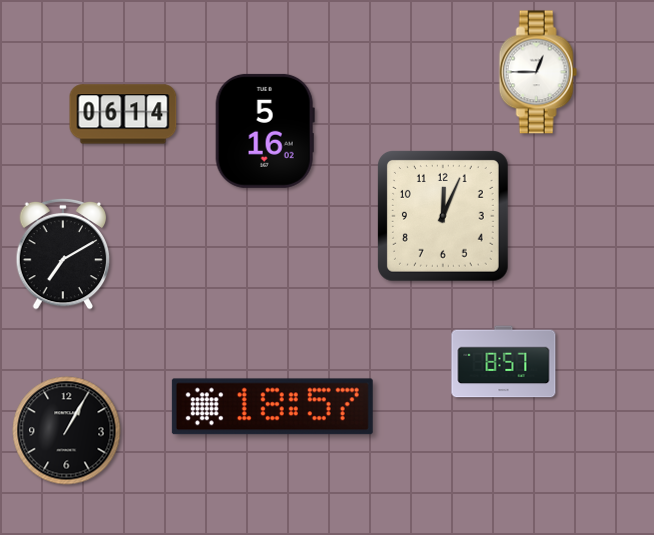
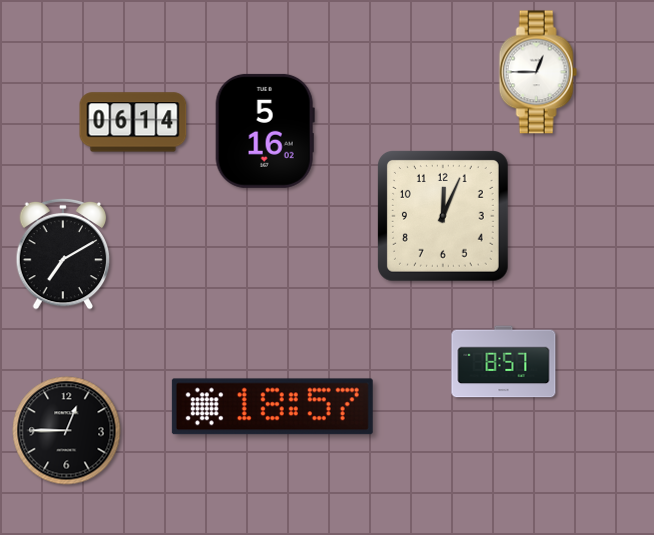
clock at (123, 114) position: (123, 114) -> (133, 122)
clock at (67, 431): 1:05 -> 12:45
